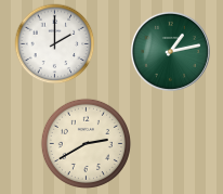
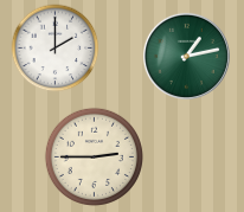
clock at (55, 44) position: (55, 44) -> (56, 49)
clock at (86, 143): 2:40 -> 2:45
